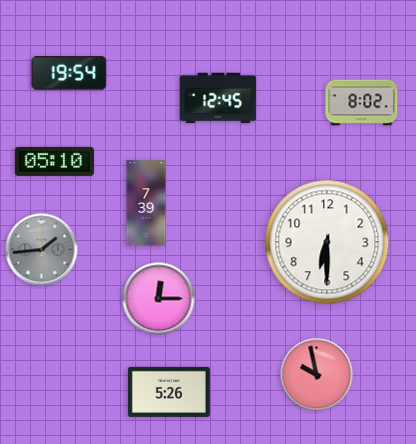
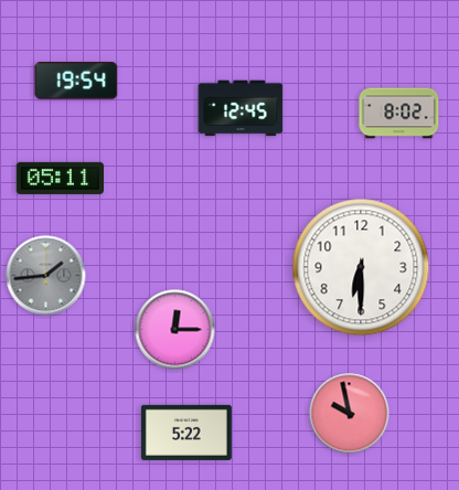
clock at (54, 161): 05:10 -> 05:11
clock at (146, 203): 7:39 -> none
clock at (169, 392): 5:26 -> 5:22
